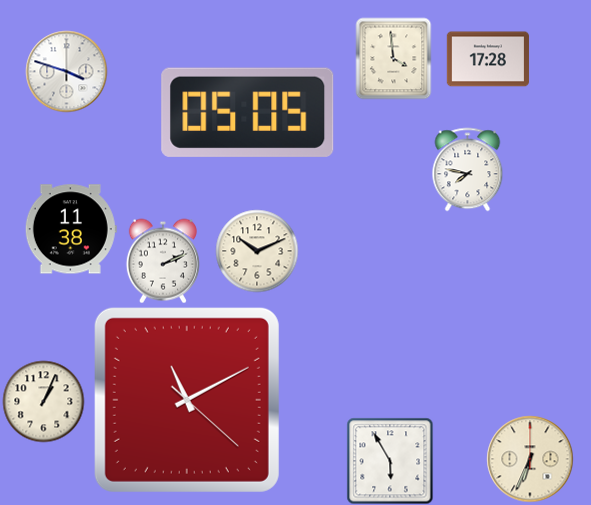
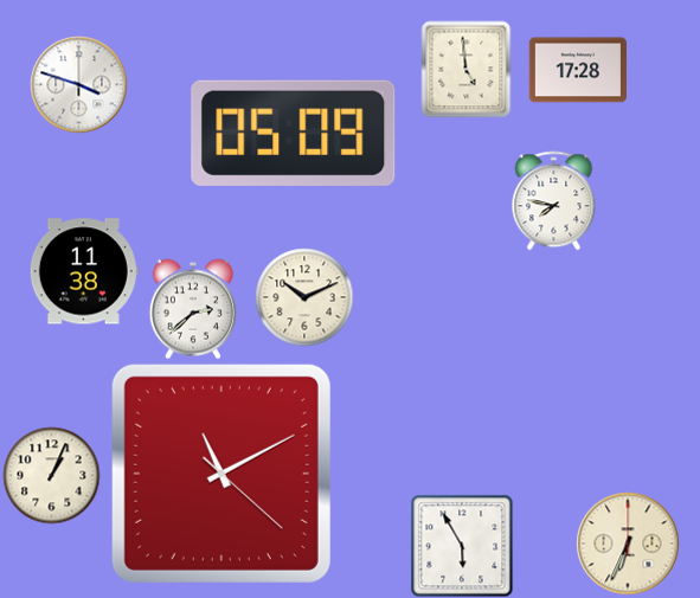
clock at (394, 58): 3:59 -> 4:59
clock at (248, 112): 05:05 -> 05:09
clock at (163, 261): 2:11 -> 2:38
